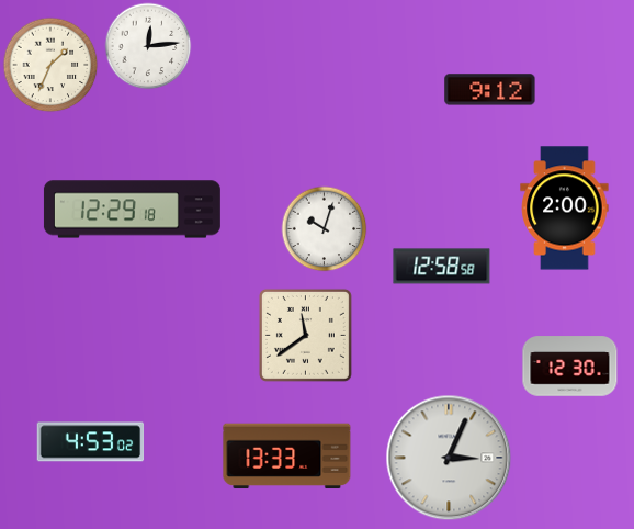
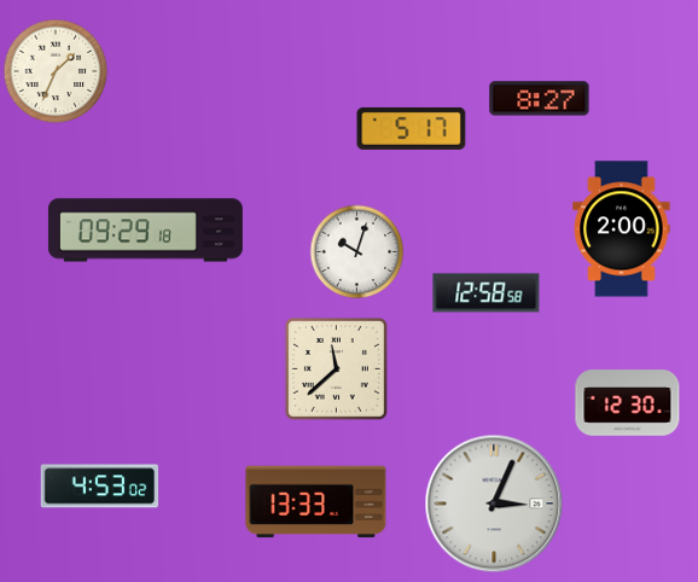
clock at (148, 46): 12:14 -> none
clock at (490, 90): 9:12 -> 8:27
clock at (412, 128): none -> 5:17
clock at (132, 210): 12:29 -> 09:29
clock at (305, 335): 11:39 -> 11:38
